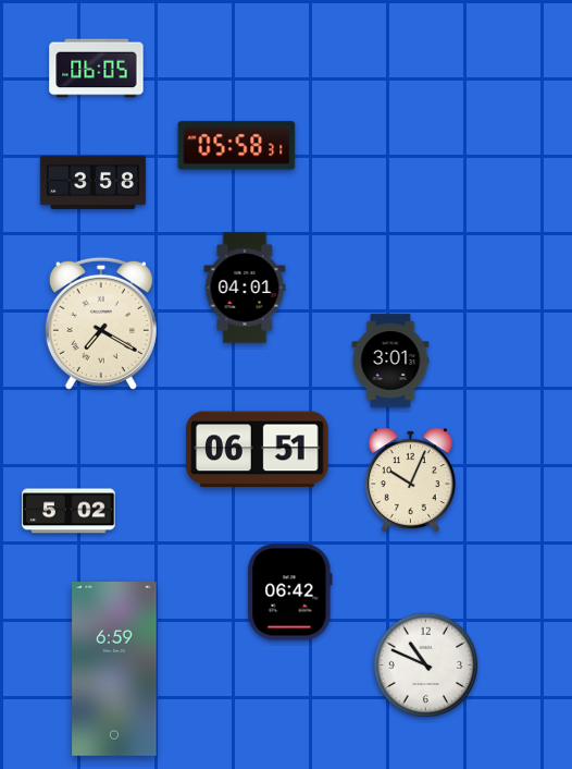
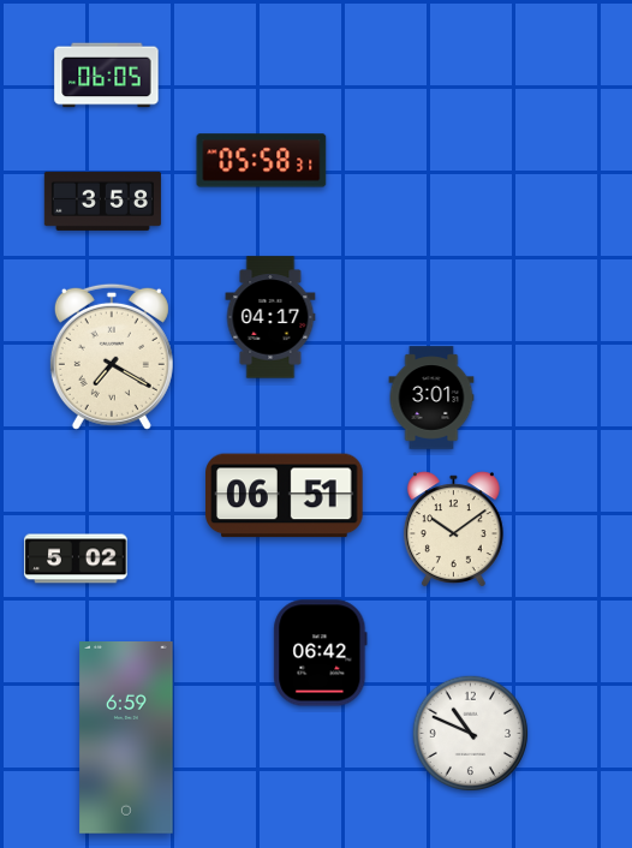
clock at (245, 288): 04:01 -> 04:17
clock at (410, 480): 10:04 -> 10:09
clock at (69, 511) position: (69, 511) -> (76, 559)
